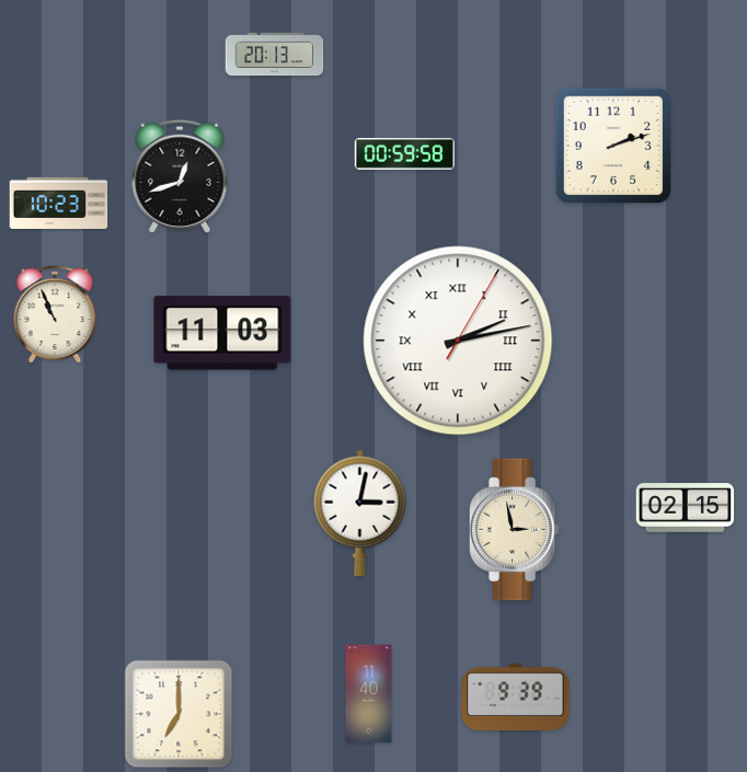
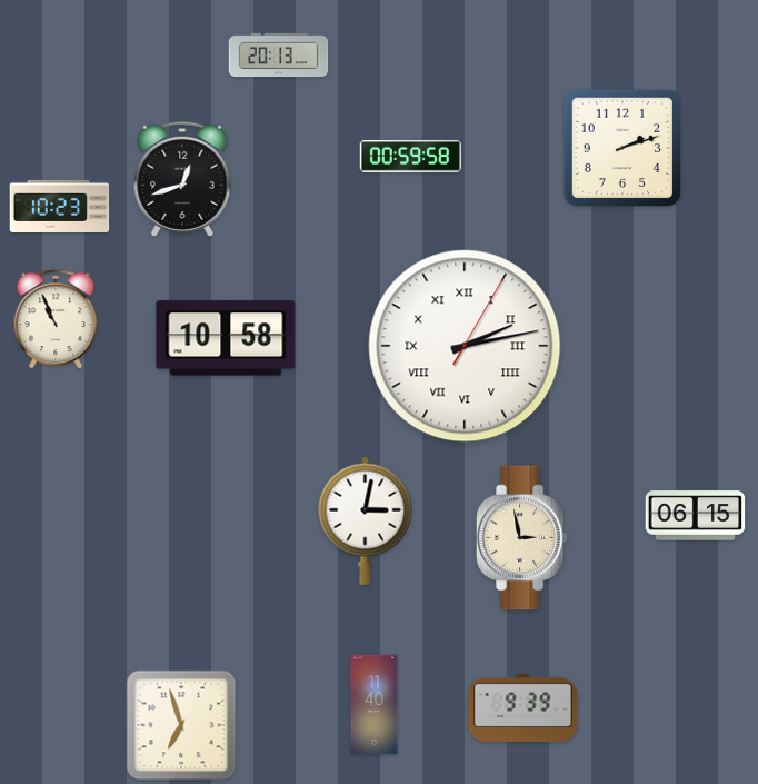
clock at (222, 333): 11:03 -> 10:58
clock at (686, 508): 02:15 -> 06:15
clock at (179, 714): 7:00 -> 6:57
